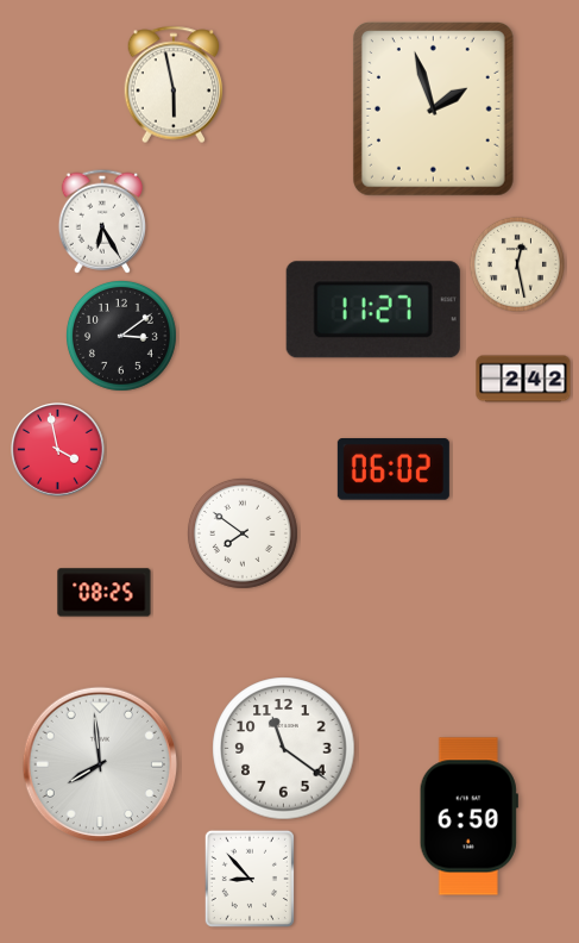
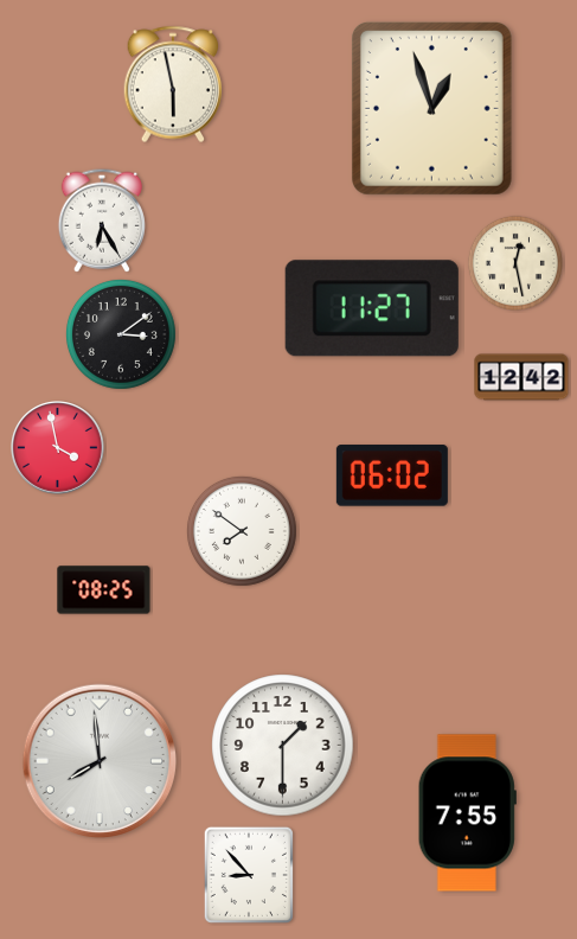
clock at (433, 108): 1:57 -> 12:57
clock at (523, 379): 2:42 -> 12:42
clock at (394, 469) position: (394, 469) -> (392, 475)
clock at (284, 749): 11:21 -> 1:30
clock at (468, 817): 6:50 -> 7:55
